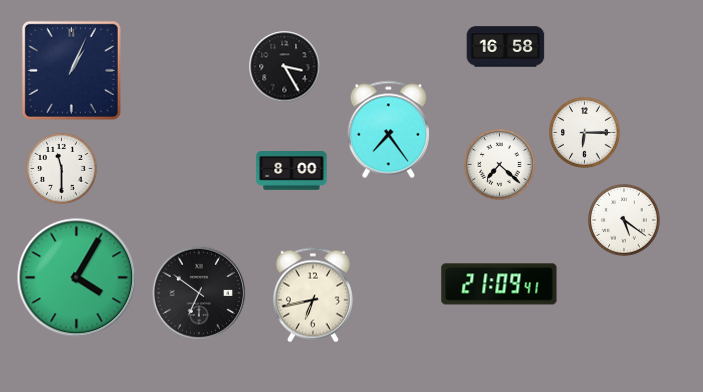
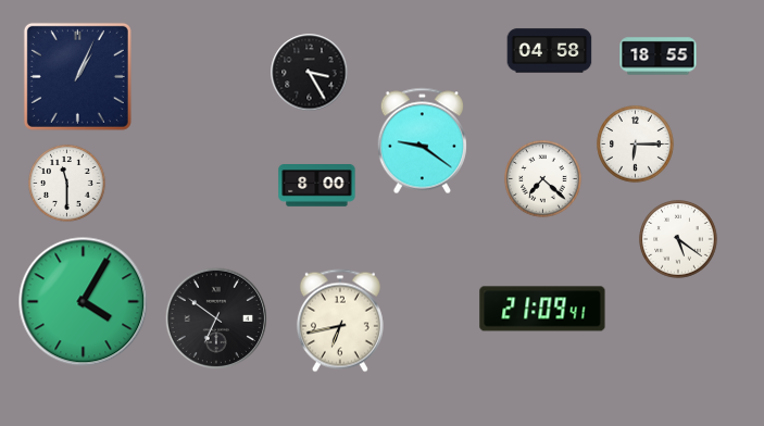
clock at (506, 47): 16:58 -> 04:58
clock at (659, 57): none -> 18:55
clock at (388, 130): 7:24 -> 9:21
